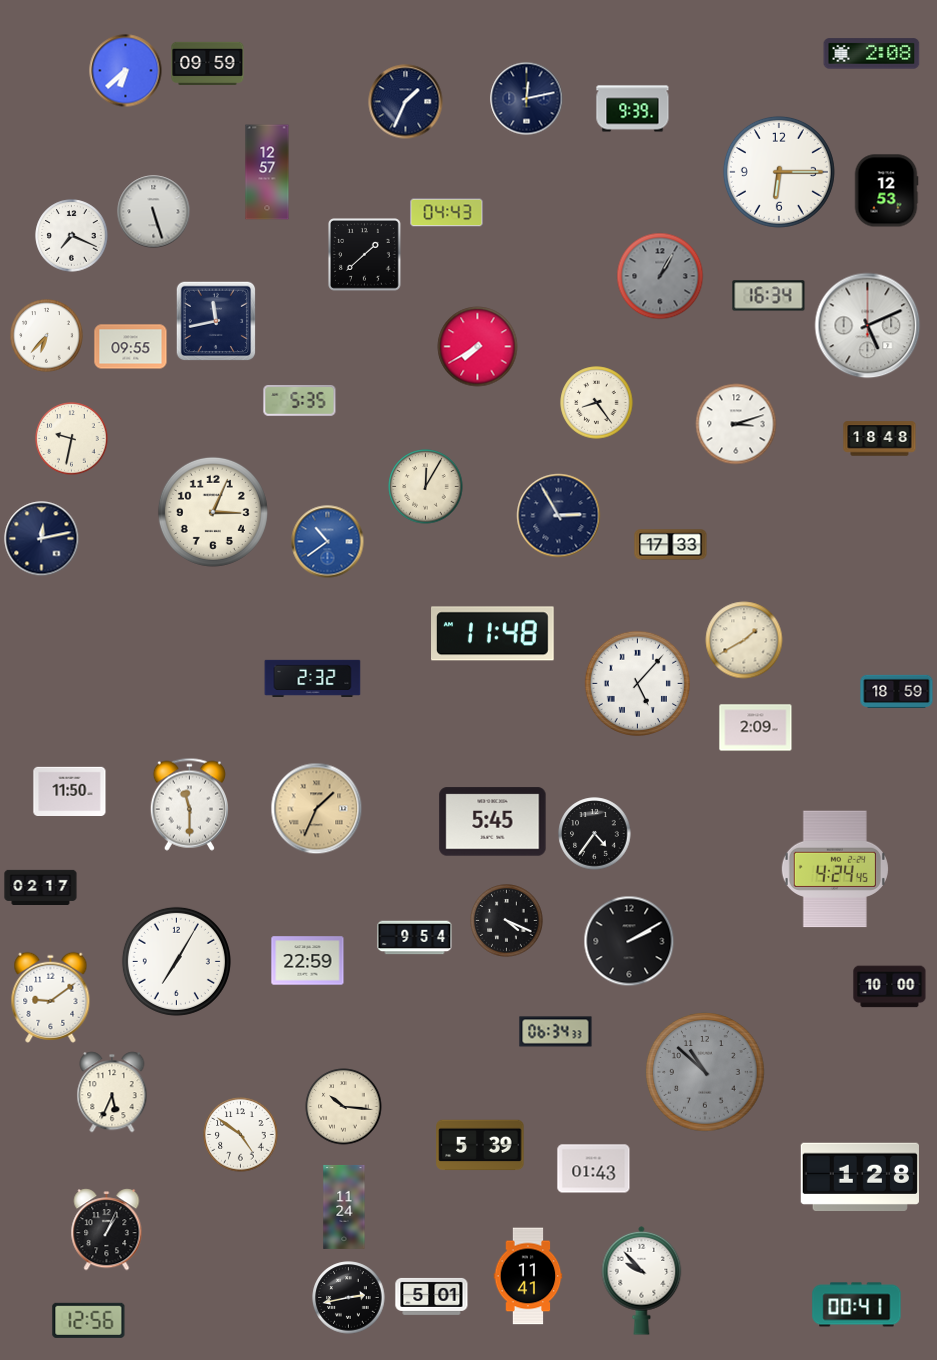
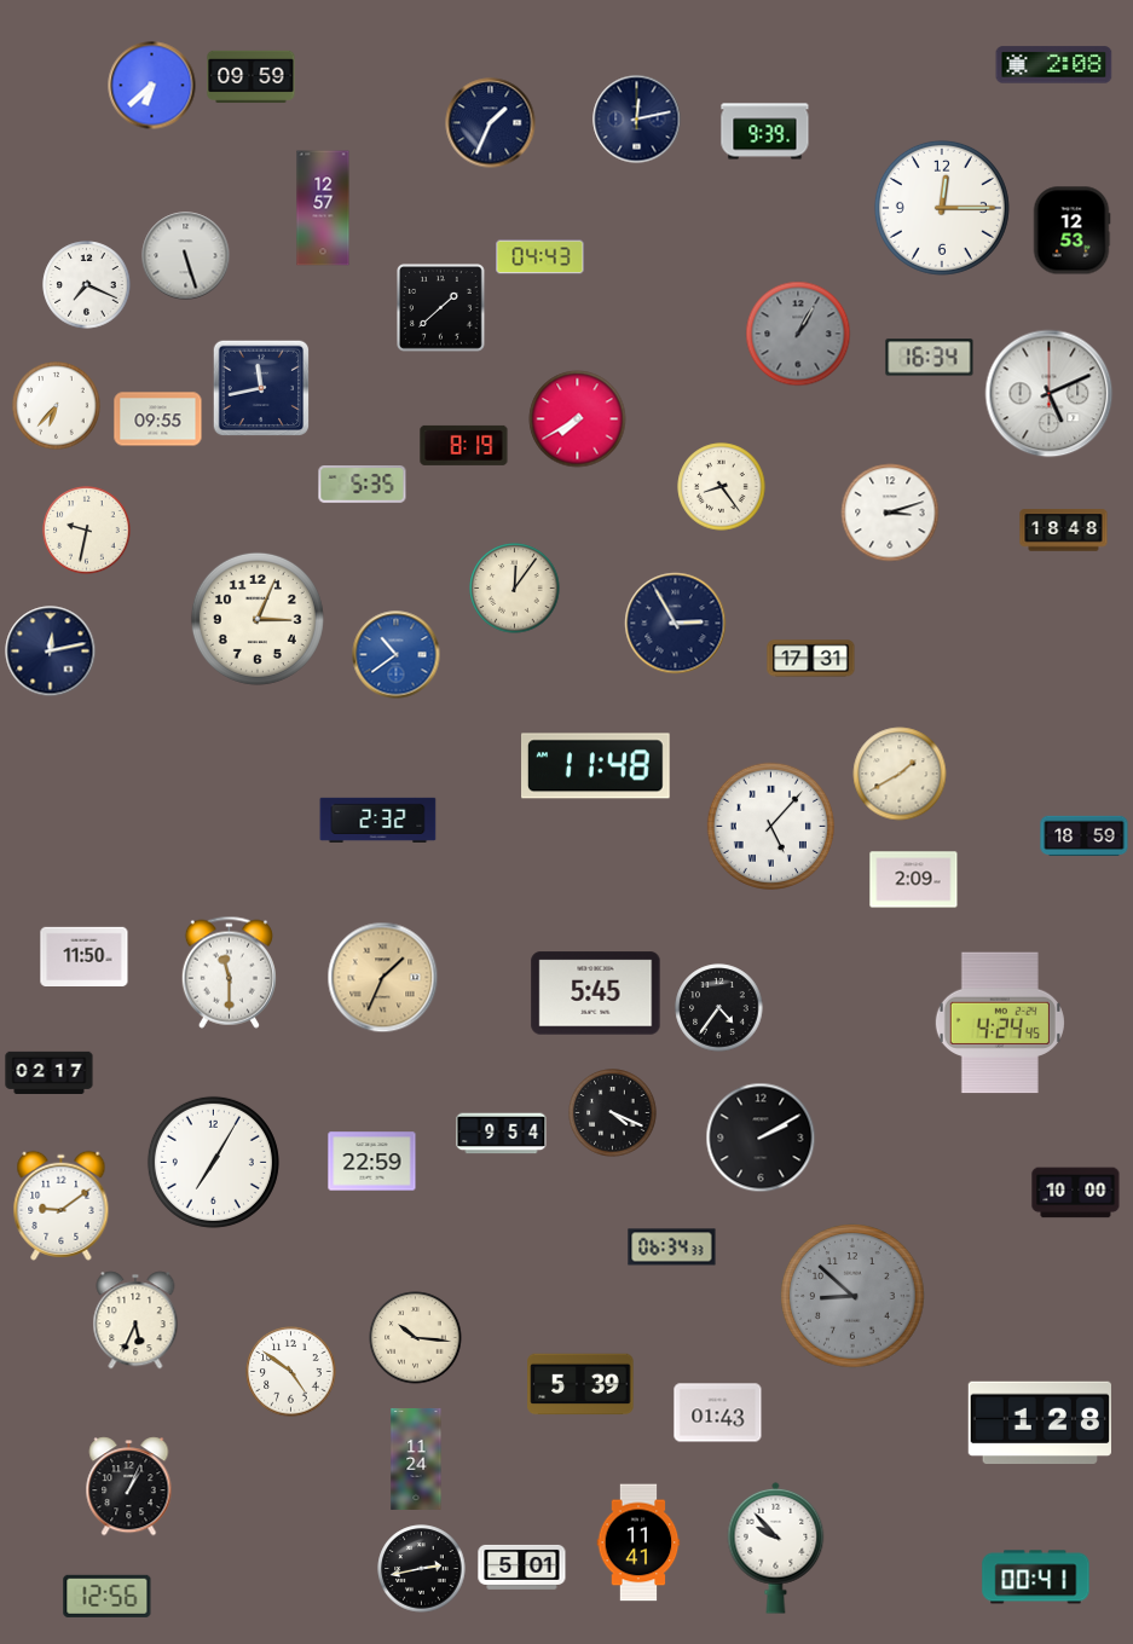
clock at (779, 172): 6:15 -> 12:15
clock at (464, 445): none -> 8:19
clock at (426, 487): 12:05 -> 12:06
clock at (671, 545): 17:33 -> 17:31
clock at (835, 869) position: (835, 869) -> (1000, 1023)
clock at (705, 1072): 10:52 -> 8:52
